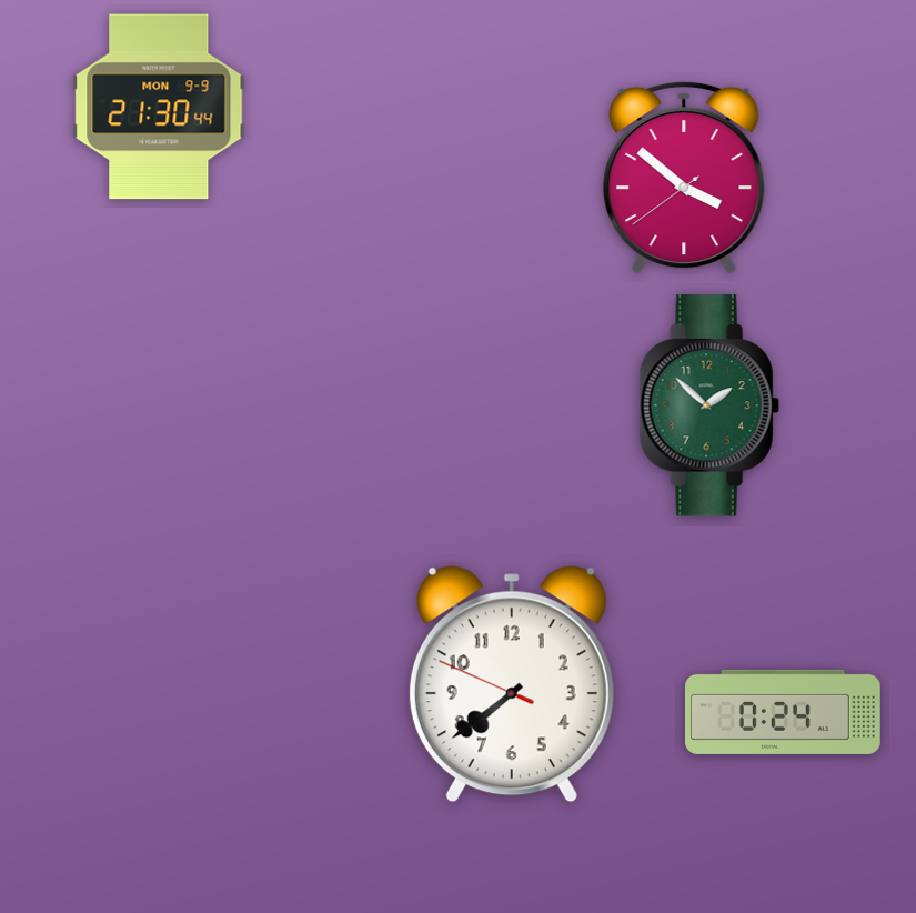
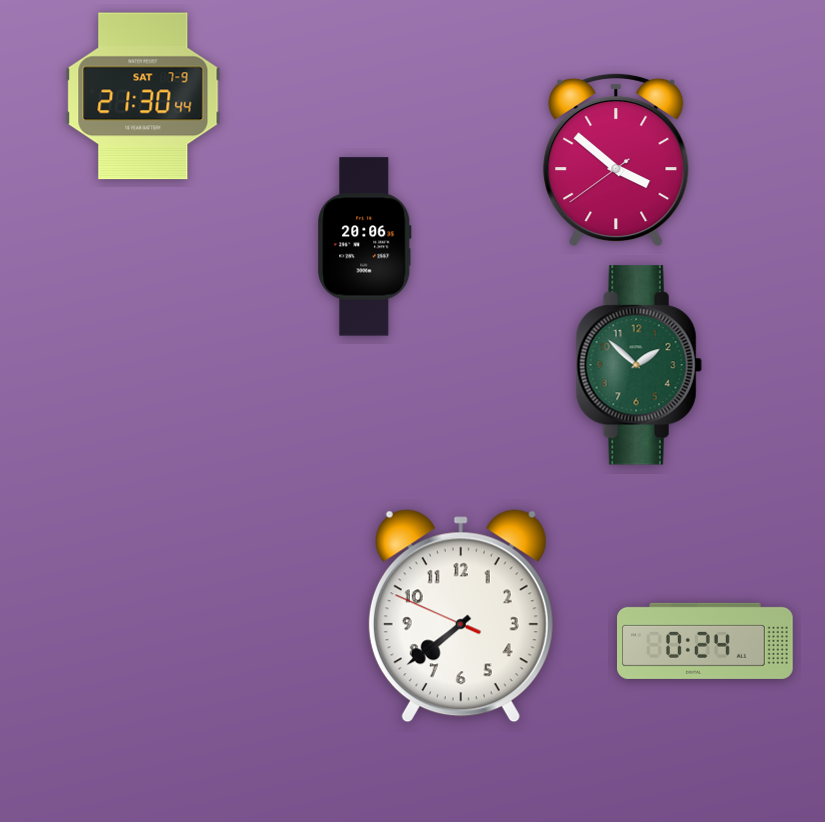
clock at (159, 107) date: MON 9-9 -> SAT 7-9
clock at (365, 247): none -> 20:06
